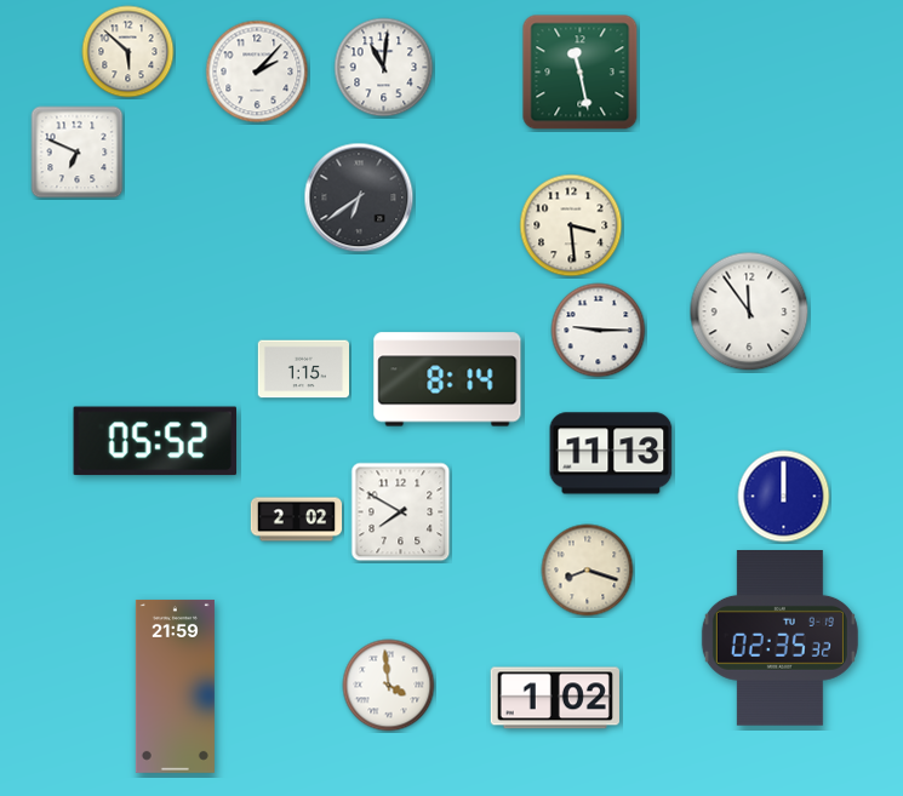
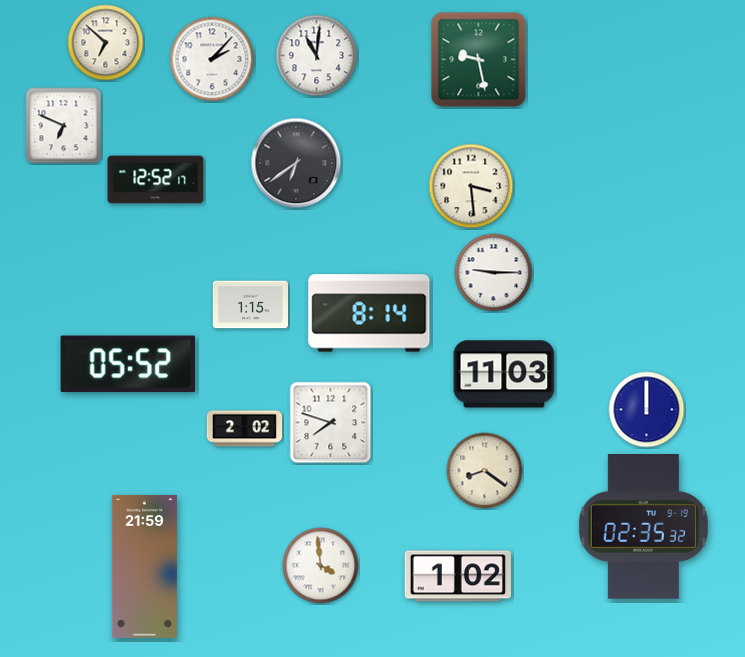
clock at (128, 52): 5:52 -> 6:52
clock at (581, 73): 11:28 -> 9:28
clock at (156, 180): none -> 12:52
clock at (749, 311): 11:54 -> none
clock at (611, 453): 11:13 -> 11:03
clock at (401, 512): 7:50 -> 7:48
clock at (588, 571): 8:18 -> 8:21
